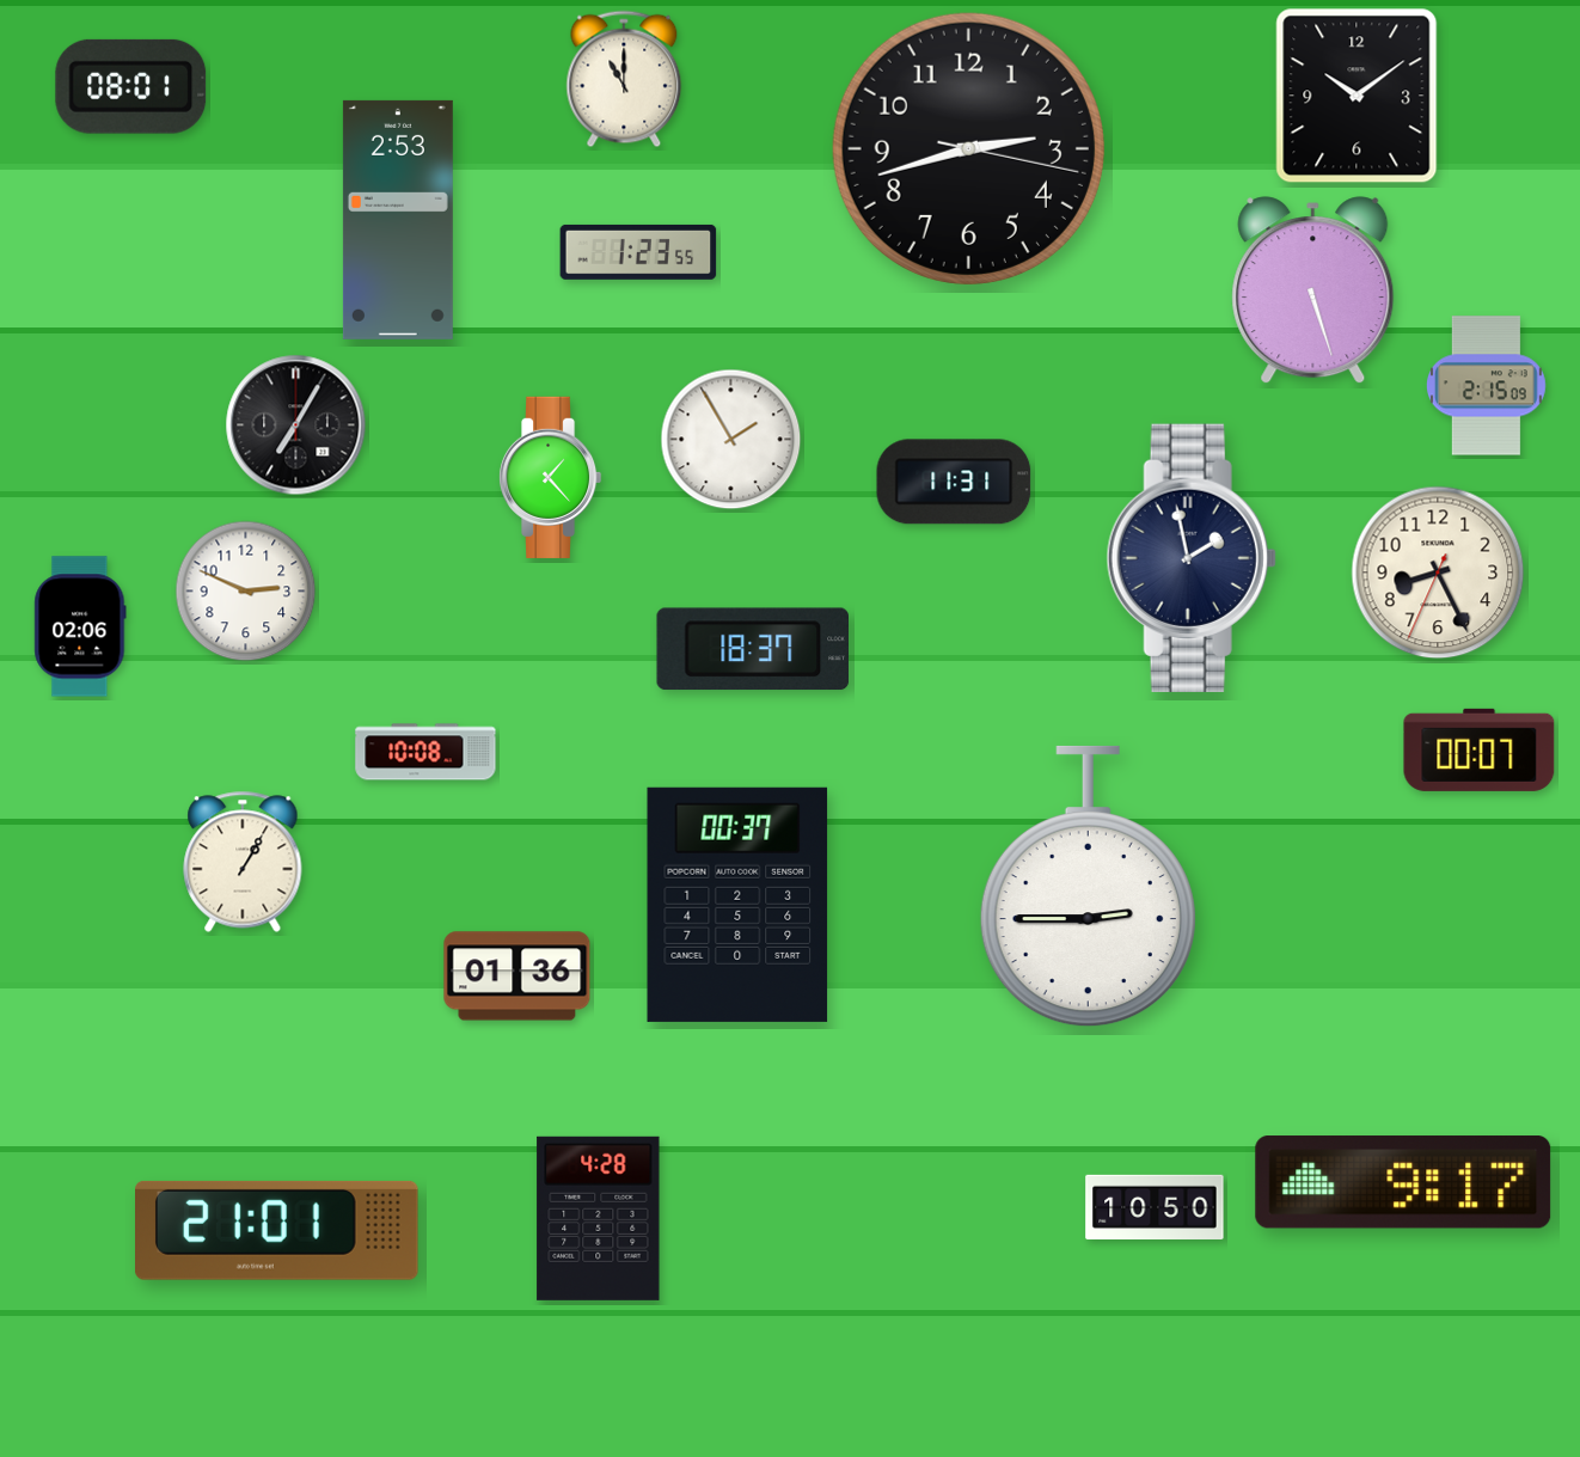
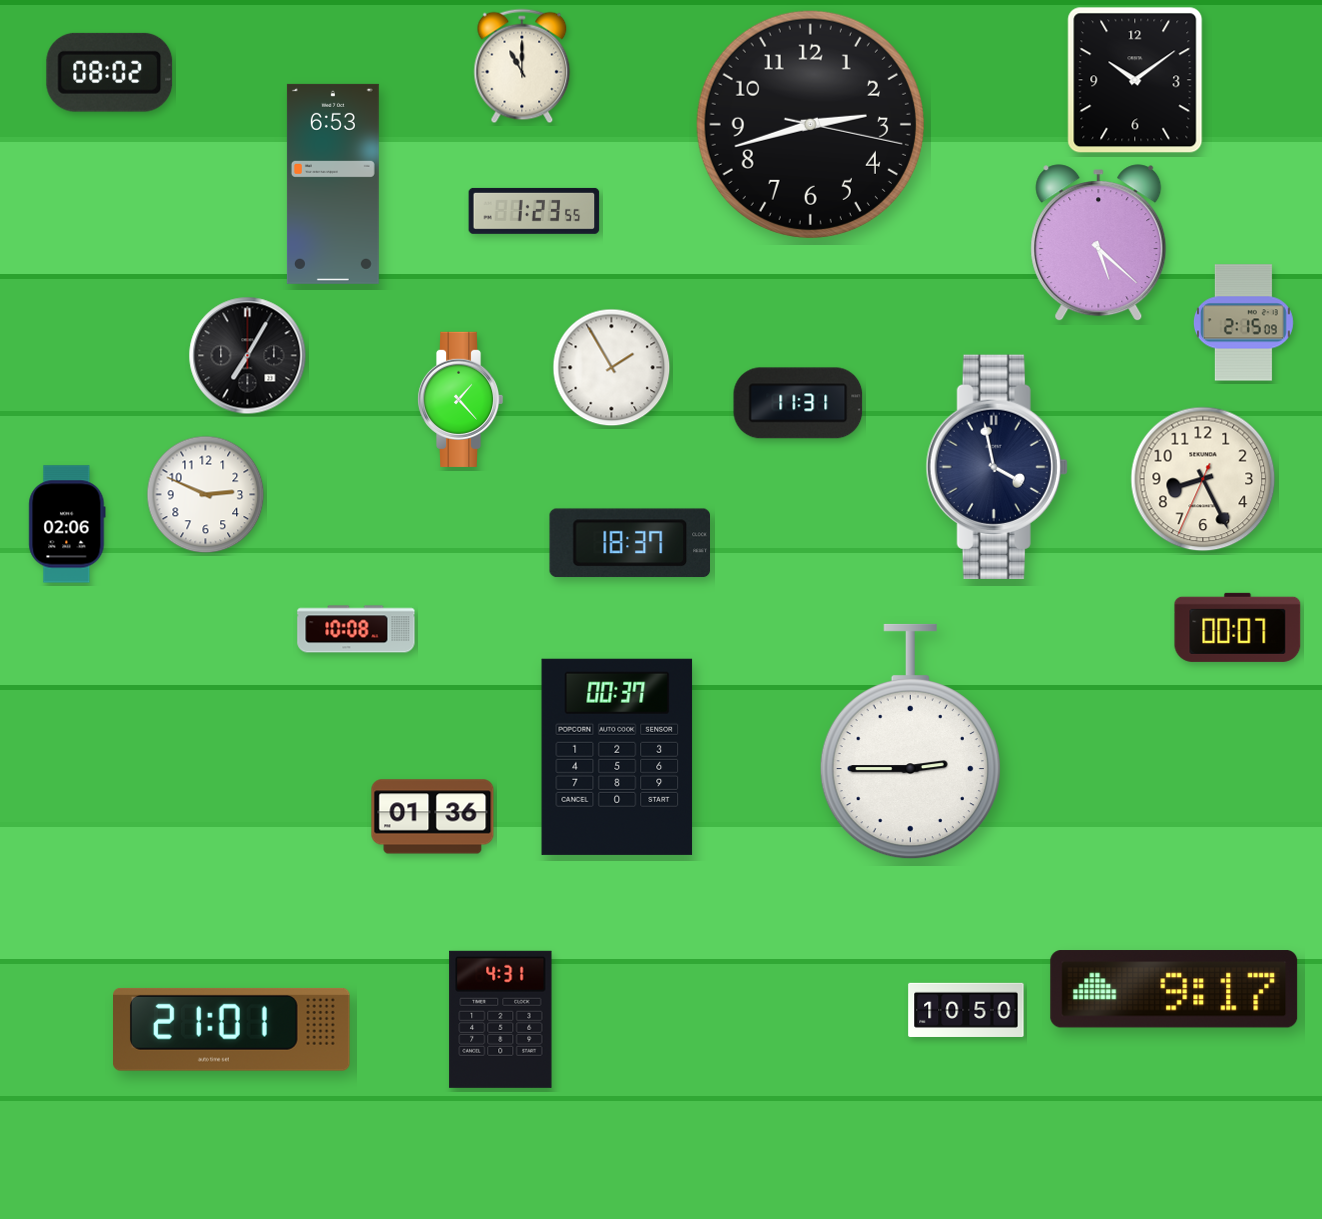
clock at (131, 86): 08:01 -> 08:02
clock at (398, 220): 2:53 -> 6:53
clock at (1313, 290): 5:27 -> 5:22
clock at (1192, 558): 1:58 -> 3:58
clock at (243, 862): 1:05 -> none
clock at (599, 1218): 4:28 -> 4:31
